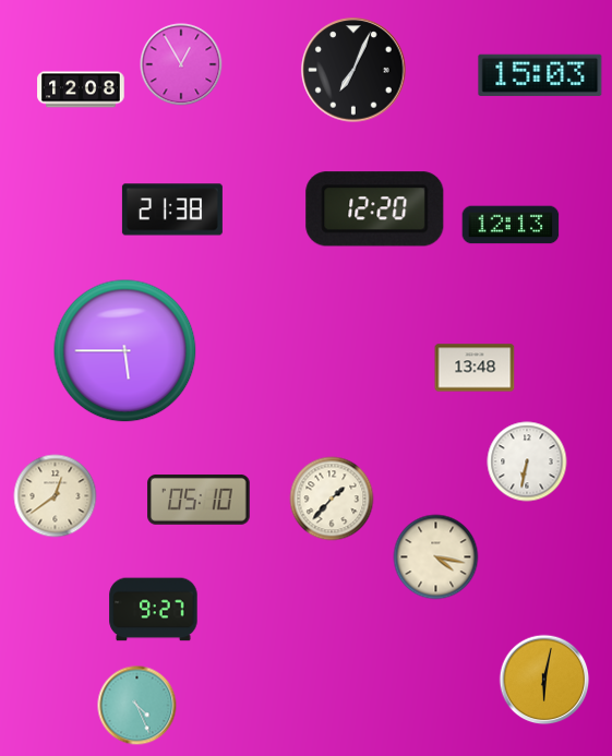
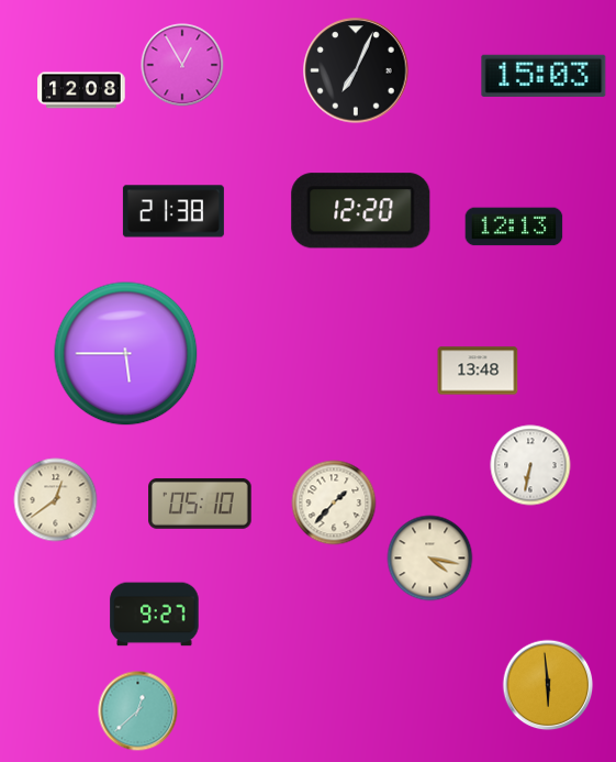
clock at (375, 209) position: (375, 209) -> (361, 211)
clock at (436, 557) position: (436, 557) -> (430, 559)
clock at (544, 680): 6:02 -> 5:59
clock at (137, 706): 4:26 -> 12:38
